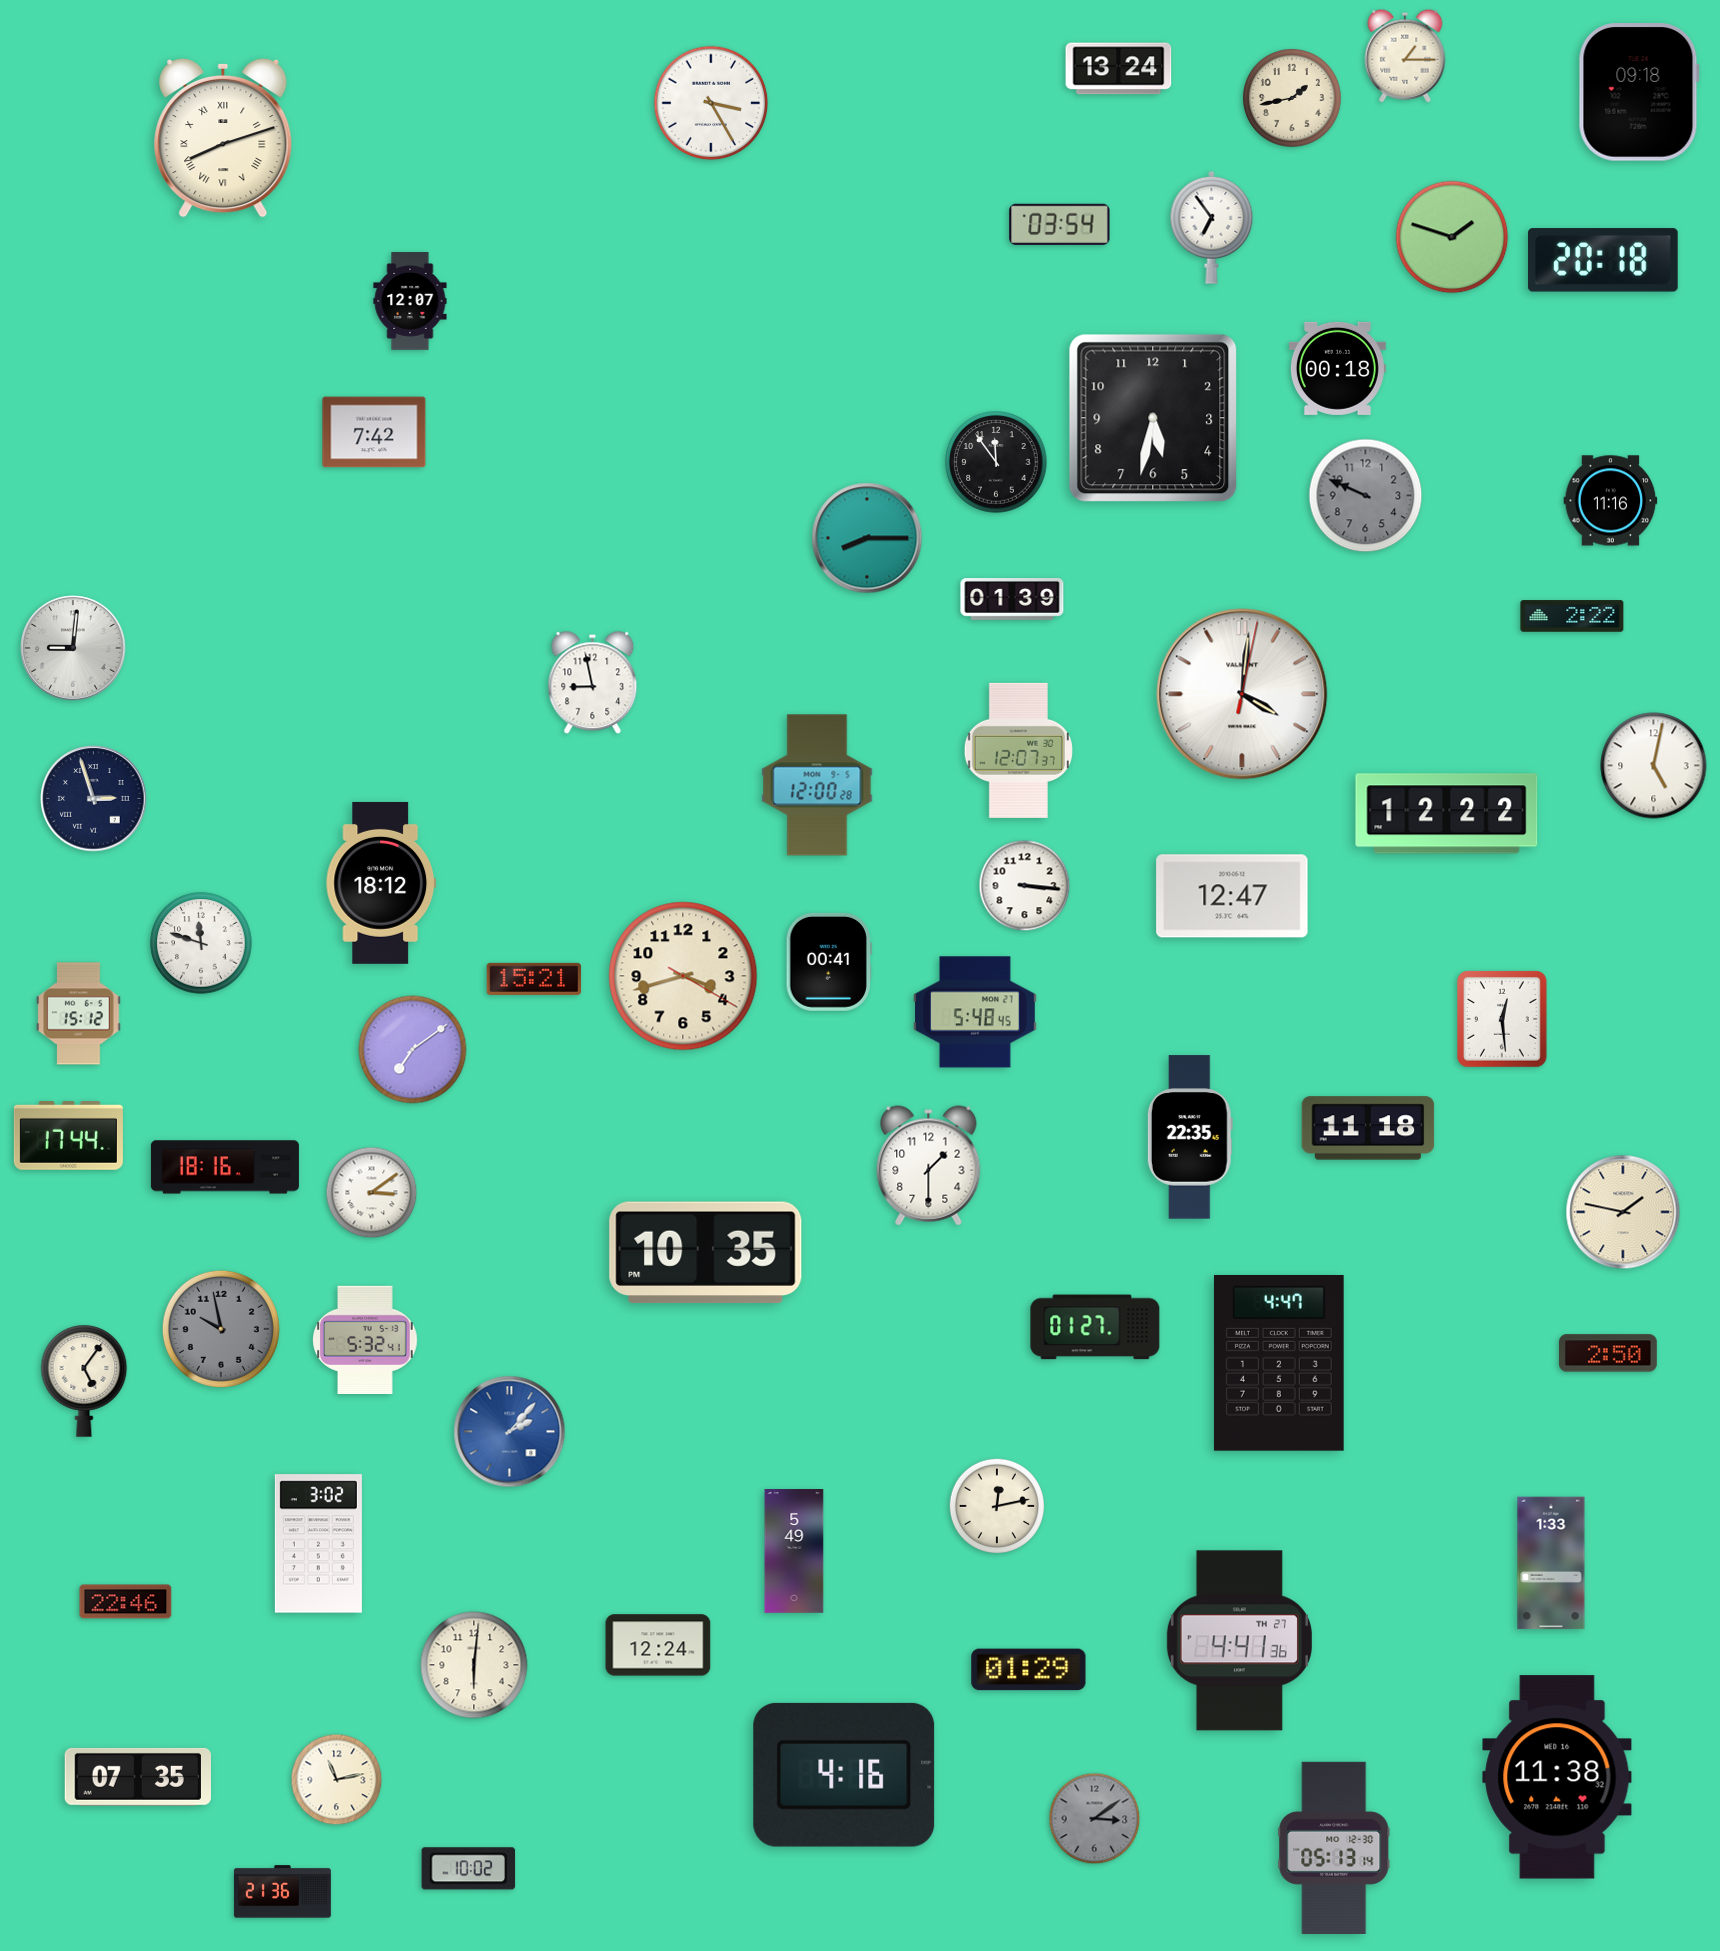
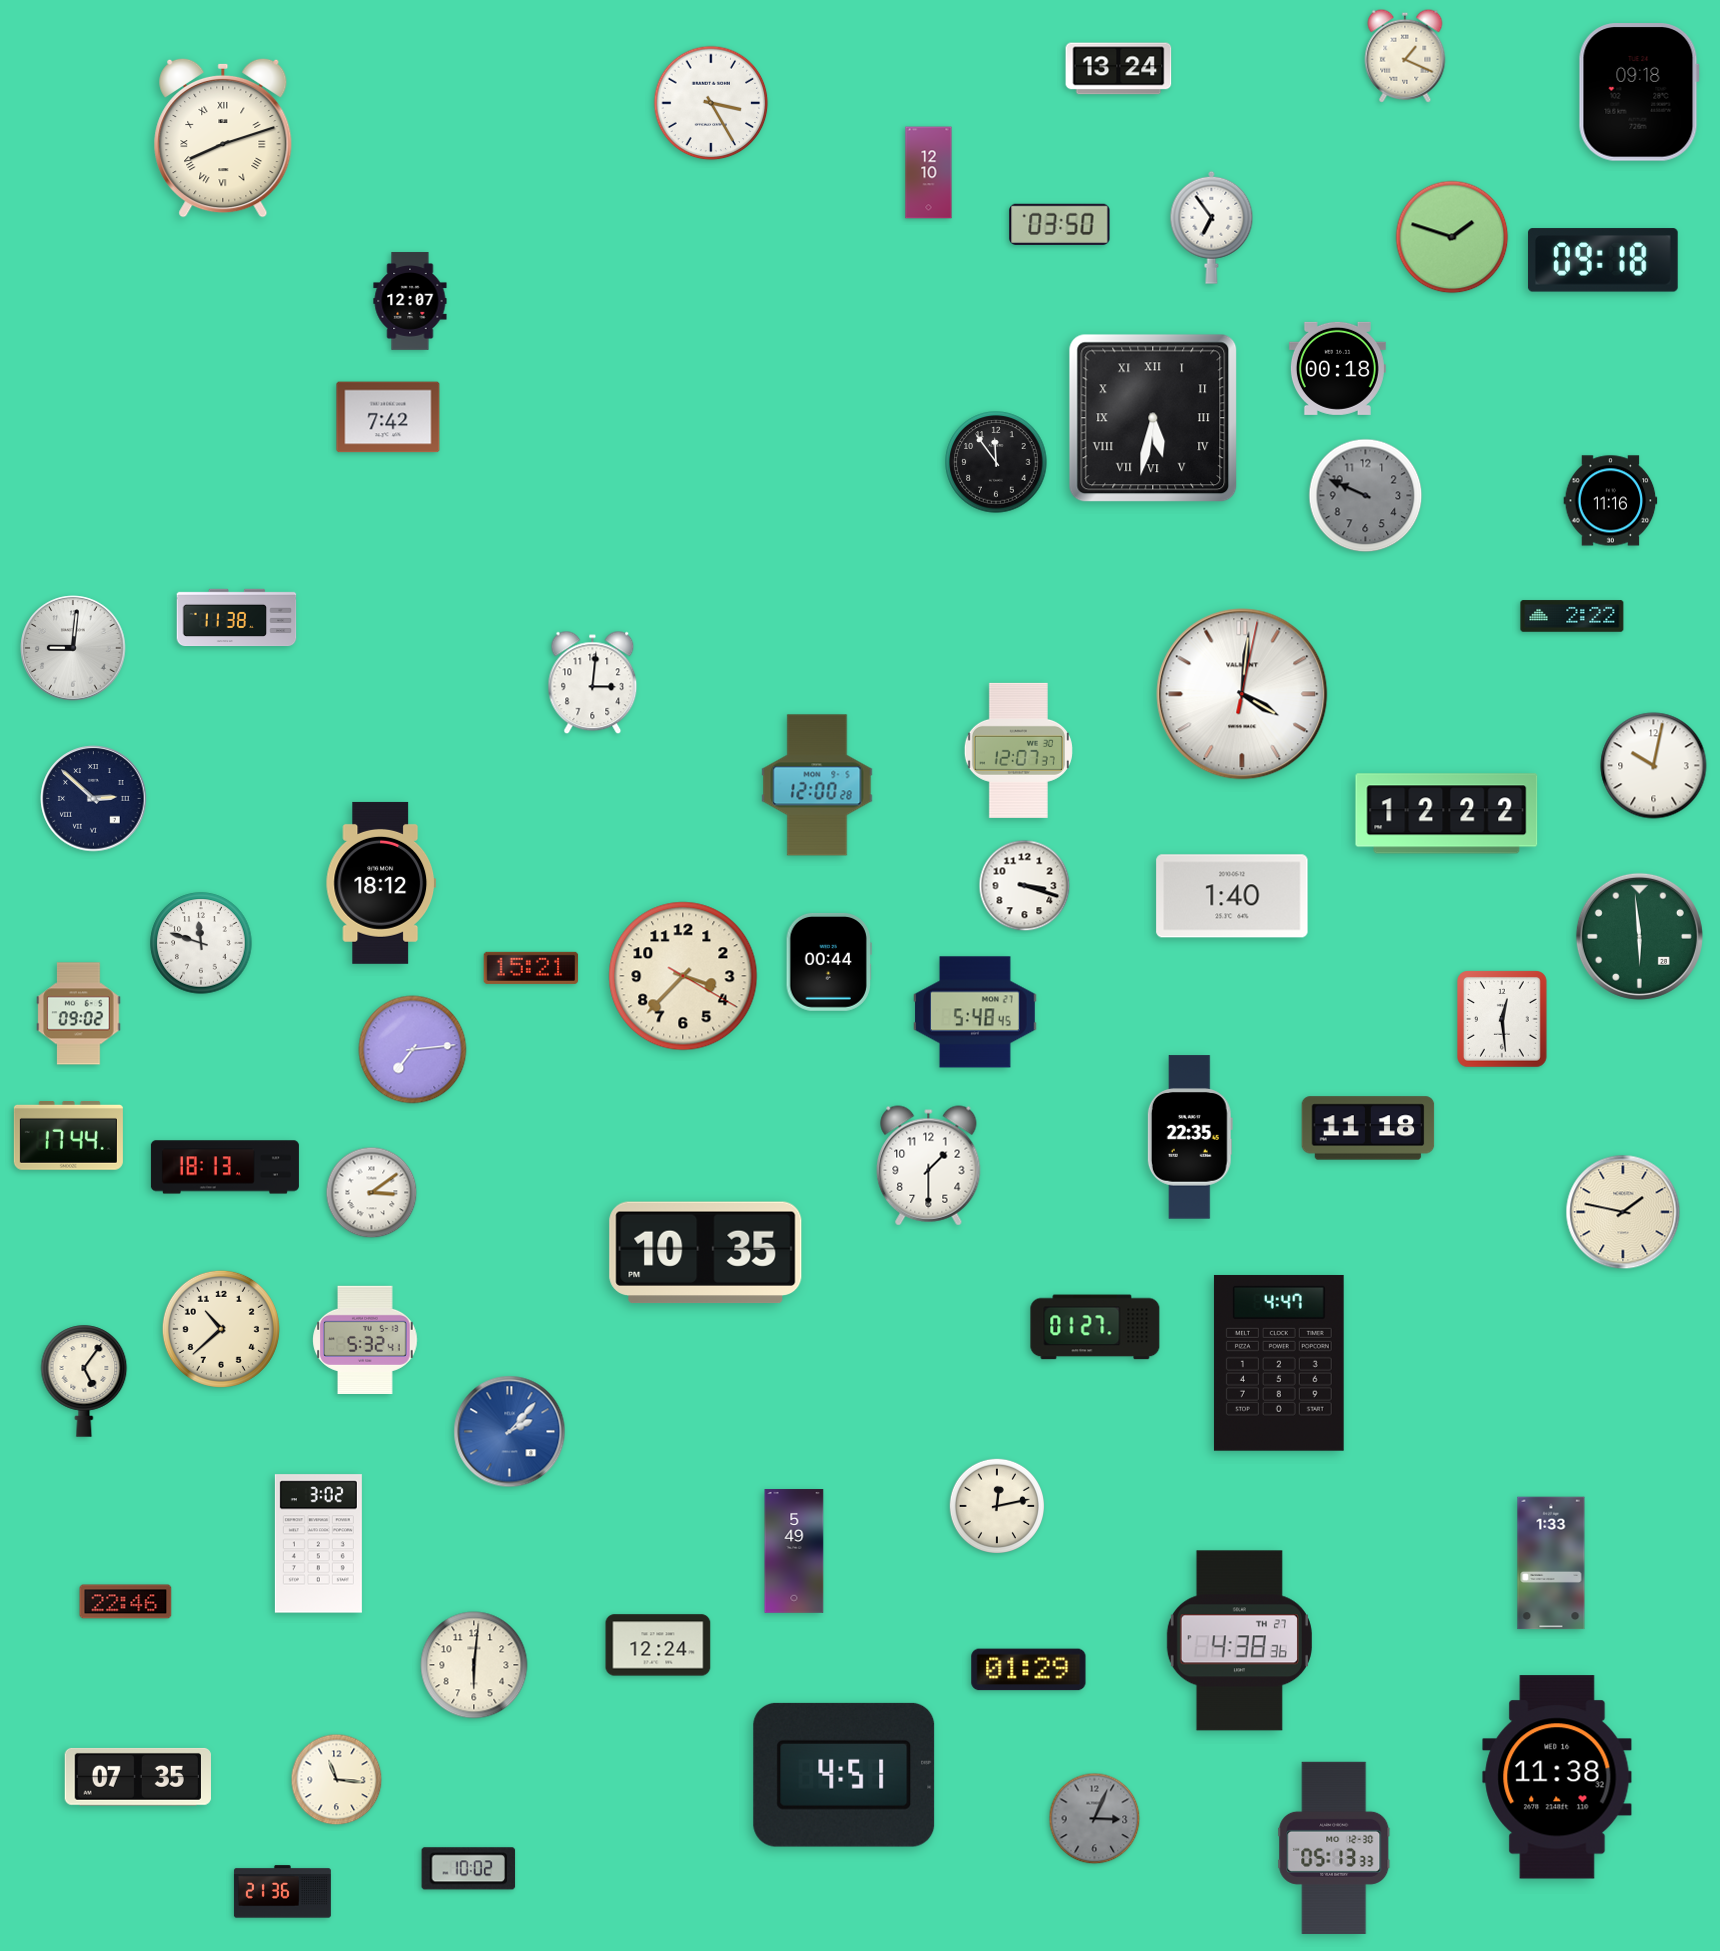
clock at (1405, 56): 1:15 -> 1:19
clock at (1292, 98): 1:43 -> none
clock at (929, 173): none -> 12:10
clock at (1060, 224): 03:54 -> 03:50
clock at (1603, 260): 20:18 -> 09:18
clock at (1153, 418) numerals: Arabic -> Roman
clock at (374, 432) position: (374, 432) -> (388, 417)
clock at (867, 538): 8:15 -> none
clock at (1012, 600): 01:39 -> none
clock at (237, 618): none -> 11:38
clock at (593, 683): 8:58 -> 3:01
clock at (1654, 766): 5:02 -> 10:02
clock at (94, 799): 2:57 -> 2:52
clock at (1025, 886): 3:16 -> 3:18
clock at (1232, 896): 12:47 -> 1:40
clock at (1639, 936): none -> 5:59
clock at (829, 962): 00:41 -> 00:44
clock at (683, 976): 3:42 -> 3:37
clock at (534, 979) position: (534, 979) -> (531, 968)
clock at (79, 1014): 15:12 -> 09:02
clock at (413, 1050): 7:09 -> 7:14
clock at (225, 1167): 18:16 -> 18:13
clock at (221, 1329): 9:58 -> 10:38
clock at (221, 1329) dial: grey -> cream
clock at (1609, 1353): 2:50 -> none
clock at (1239, 1641): 4:41 -> 4:38
clock at (844, 1775): 4:16 -> 4:51
clock at (337, 1780): 11:13 -> 11:16
clock at (1095, 1819): 3:09 -> 3:04
clock at (1334, 1848): 05:13:14 -> 05:13:33
